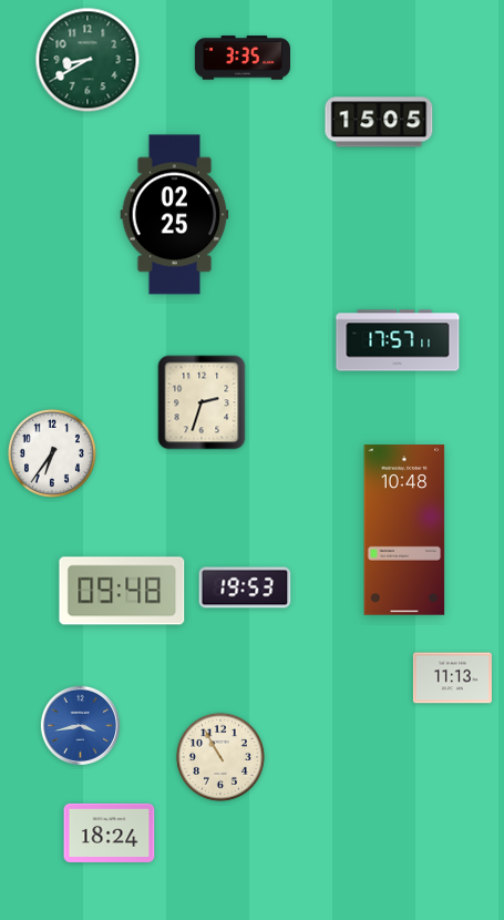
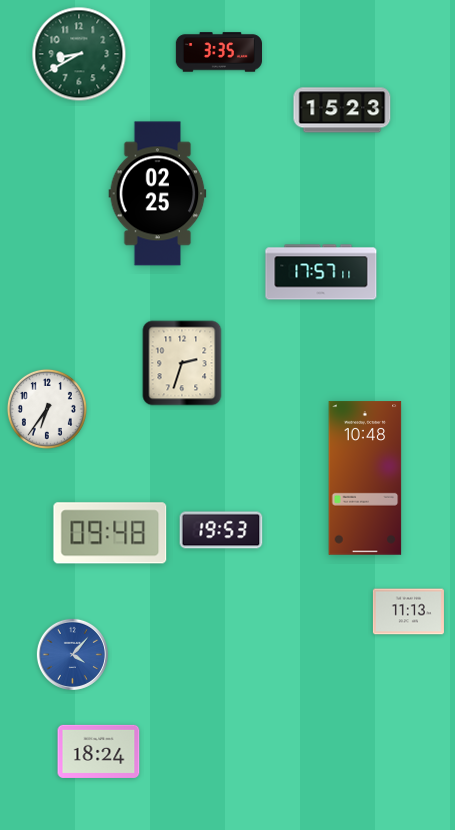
clock at (379, 122): 15:05 -> 15:23
clock at (398, 340) position: (398, 340) -> (321, 272)
clock at (80, 725): 3:43 -> 4:07
clock at (220, 757): 10:55 -> none
